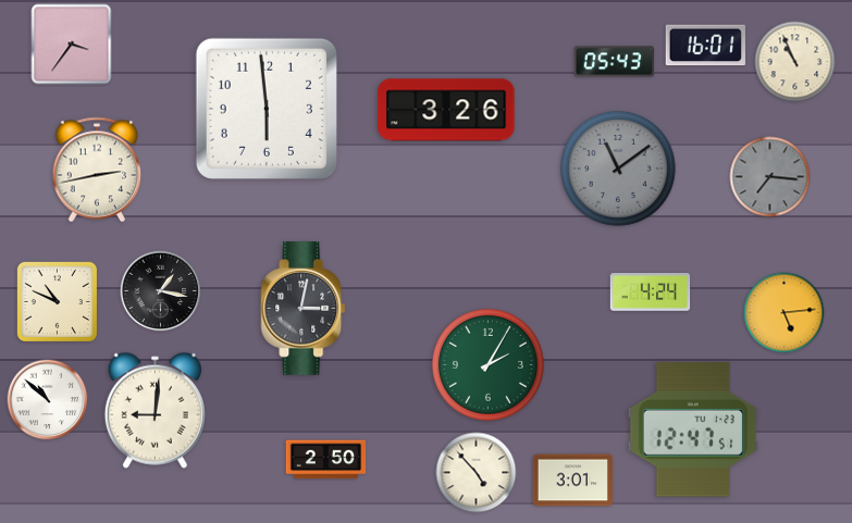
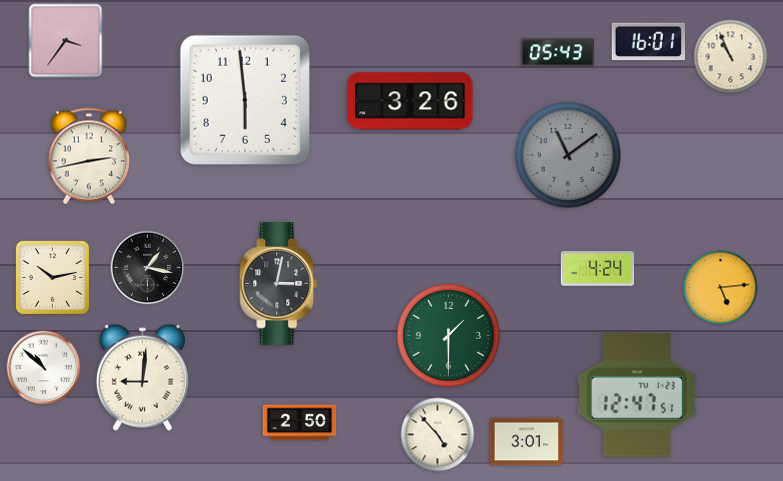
clock at (615, 62) position: (615, 62) -> (558, 53)
clock at (770, 177): 7:16 -> none
clock at (57, 301): 10:49 -> 10:13
clock at (487, 364): 2:05 -> 1:30
